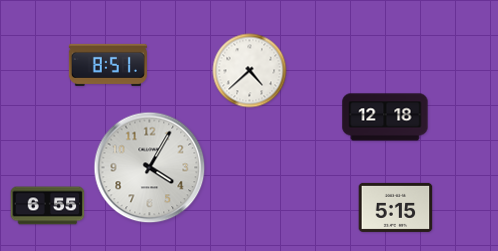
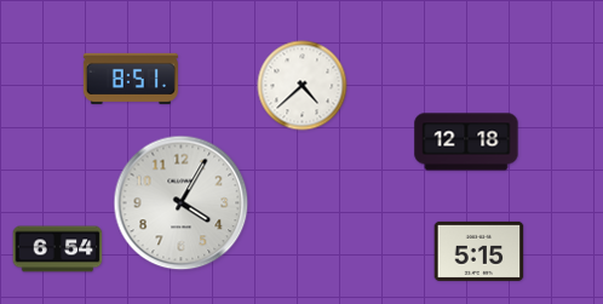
clock at (48, 206): 6:55 -> 6:54
